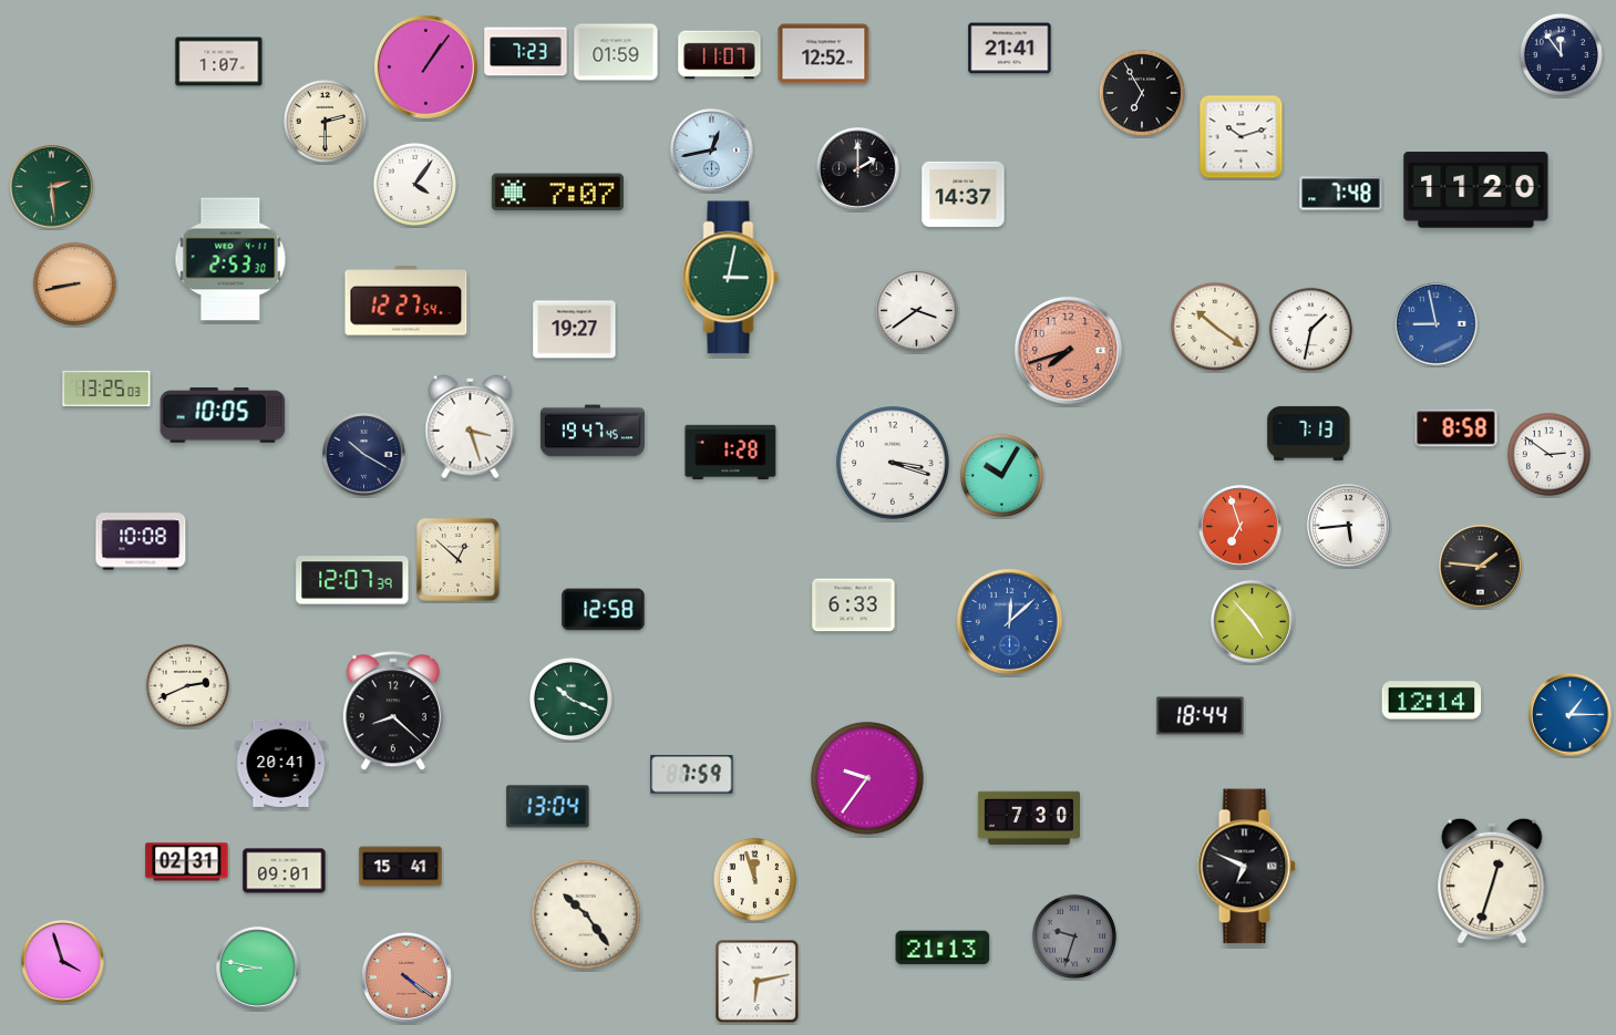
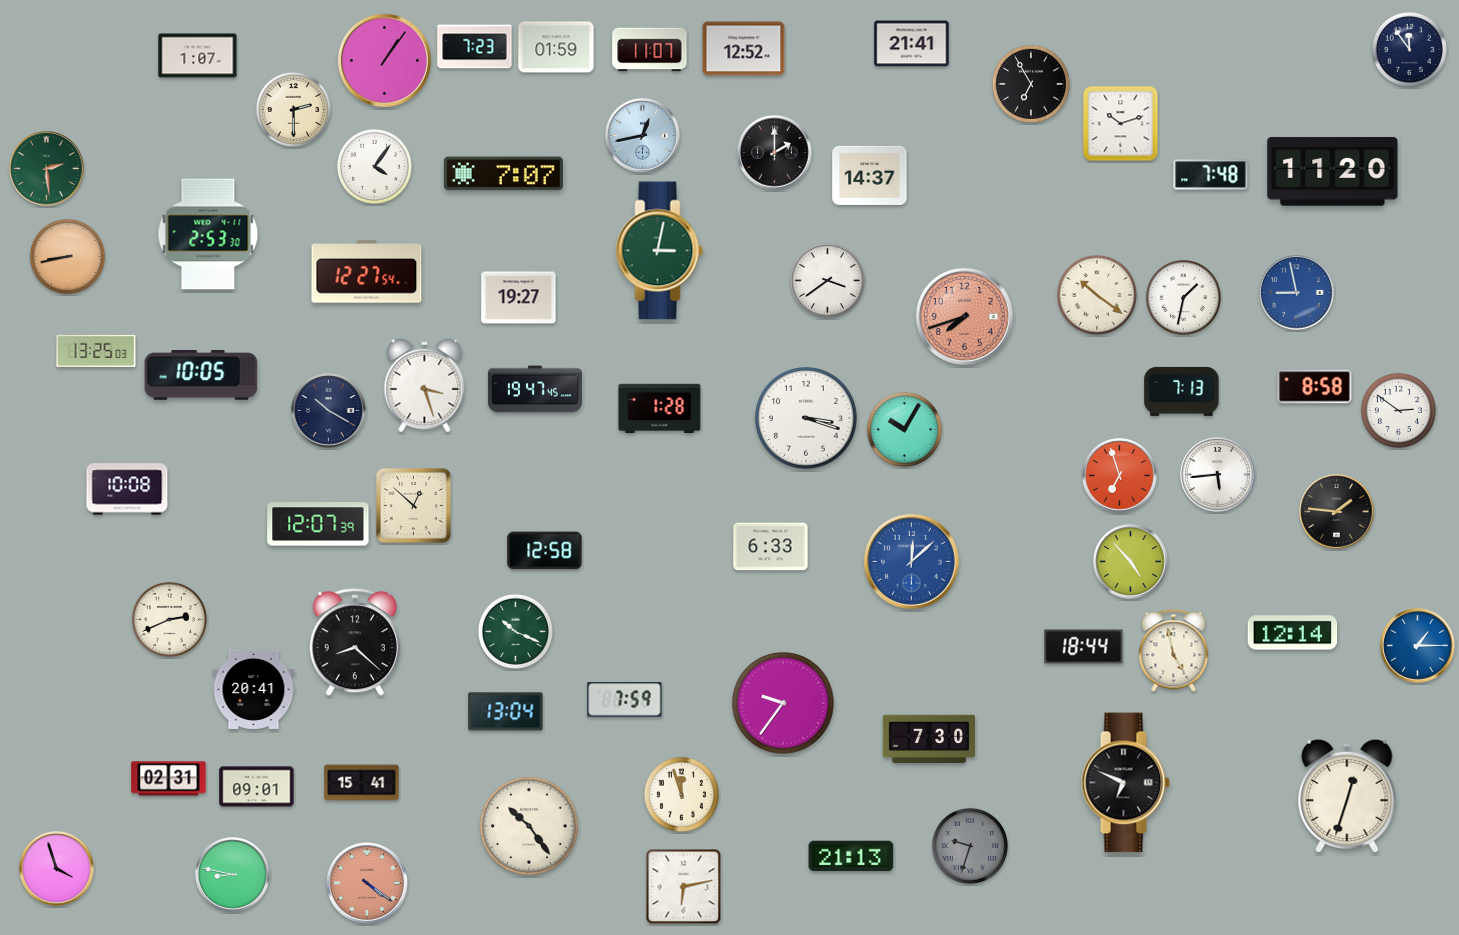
clock at (1174, 651): none -> 4:58
clock at (548, 807) position: (548, 807) -> (506, 712)
